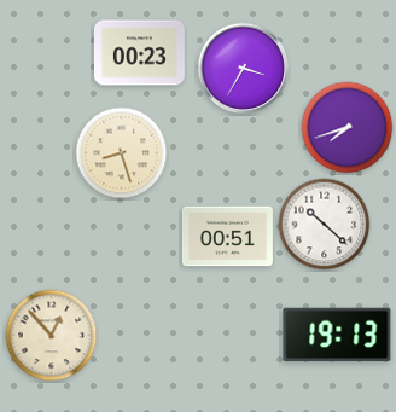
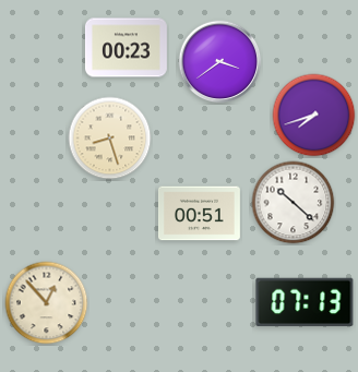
clock at (244, 69): 3:35 -> 3:39
clock at (227, 237) position: (227, 237) -> (199, 214)
clock at (337, 335): 19:13 -> 07:13
